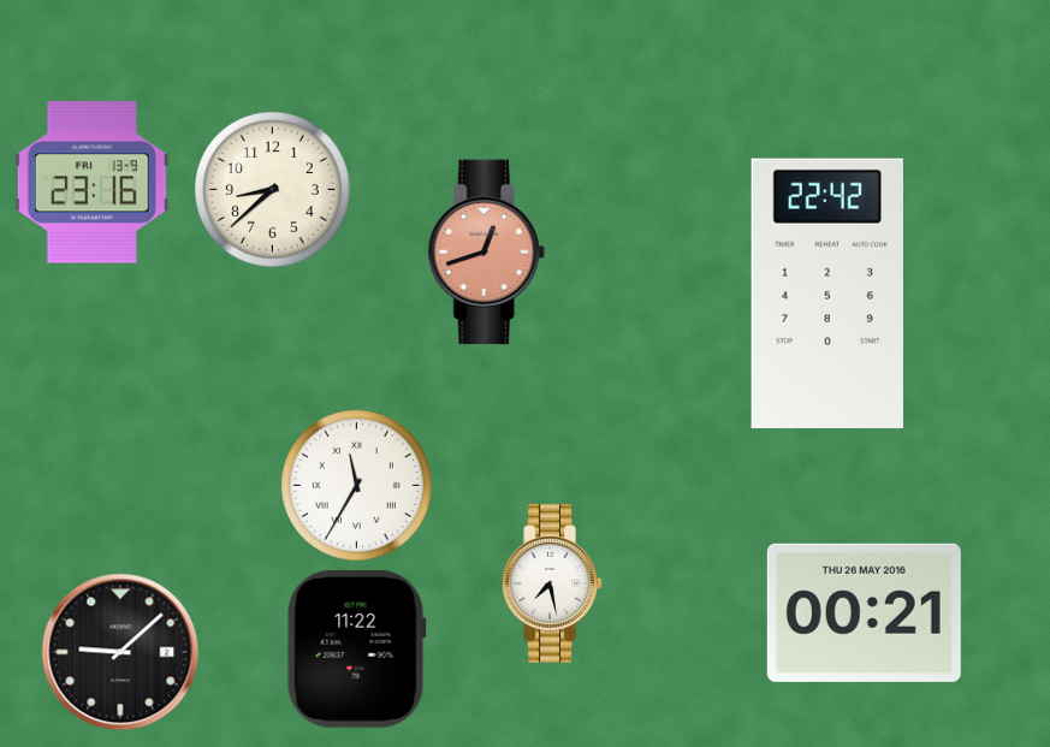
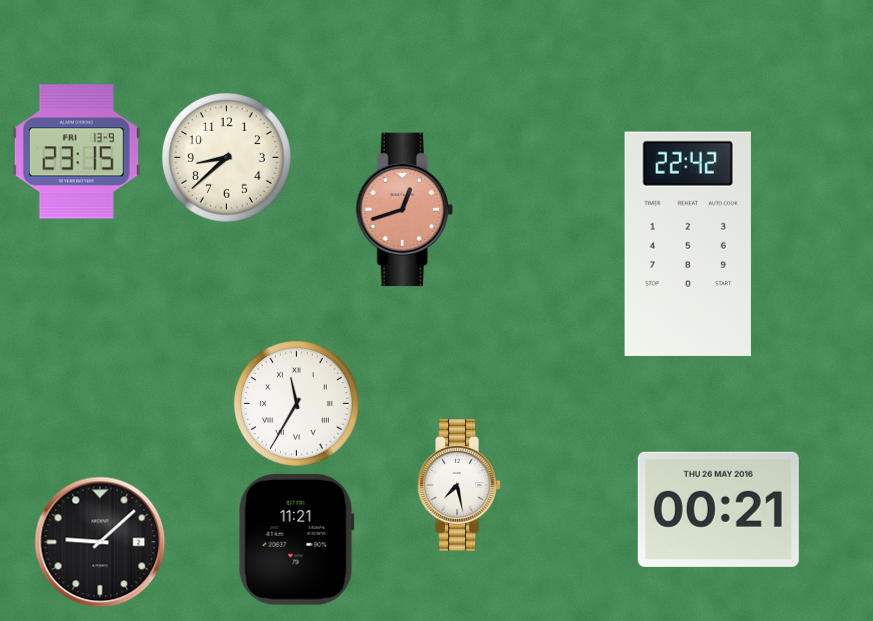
clock at (91, 183): 23:16 -> 23:15
clock at (356, 648): 11:22 -> 11:21
